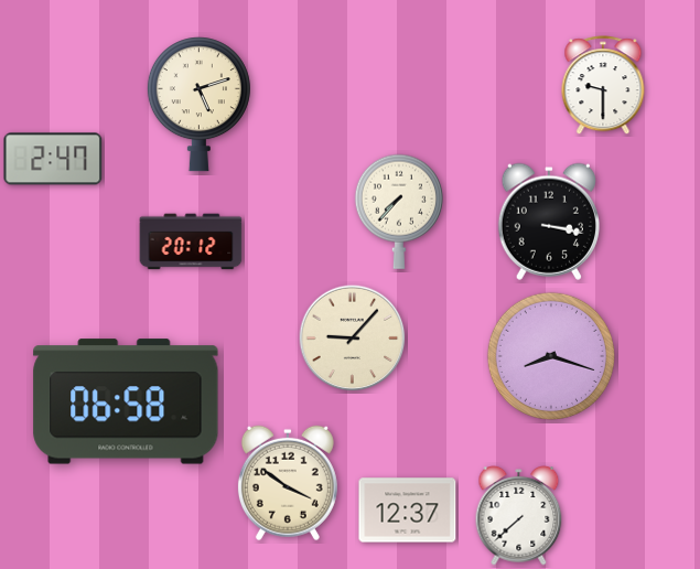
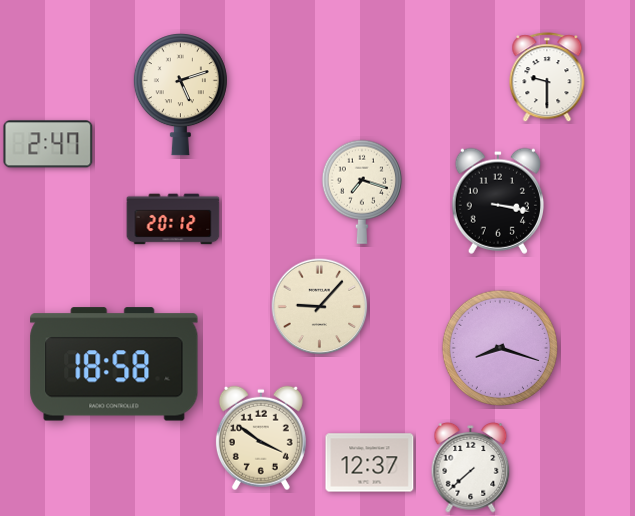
clock at (399, 212): 7:37 -> 7:18
clock at (551, 356) position: (551, 356) -> (500, 348)
clock at (126, 401): 06:58 -> 18:58
